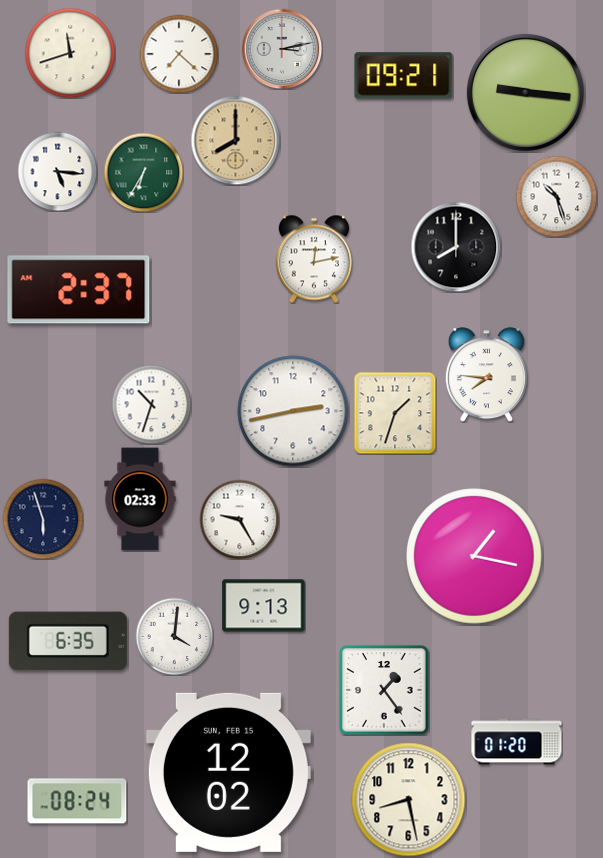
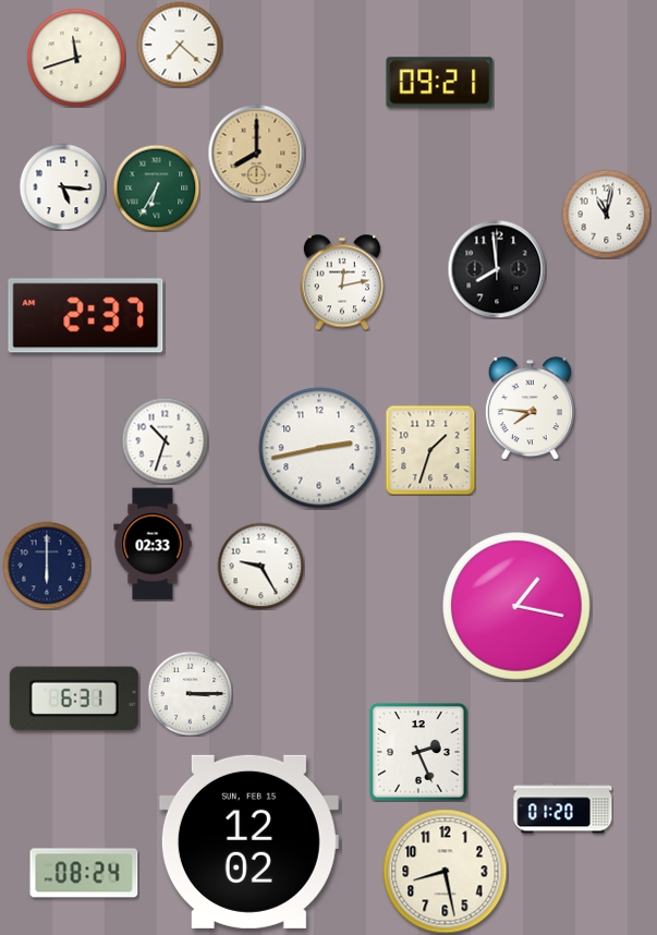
clock at (282, 49): 3:13 -> none
clock at (179, 54) position: (179, 54) -> (180, 45)
clock at (525, 92): 9:16 -> none
clock at (556, 196): 10:27 -> 11:02
clock at (456, 247): 8:00 -> 7:59
clock at (43, 519): 5:57 -> 6:00
clock at (264, 606): 9:13 -> none
clock at (174, 636): 4:01 -> 3:15
clock at (68, 641): 6:35 -> 6:31
clock at (384, 690): 1:24 -> 2:26
